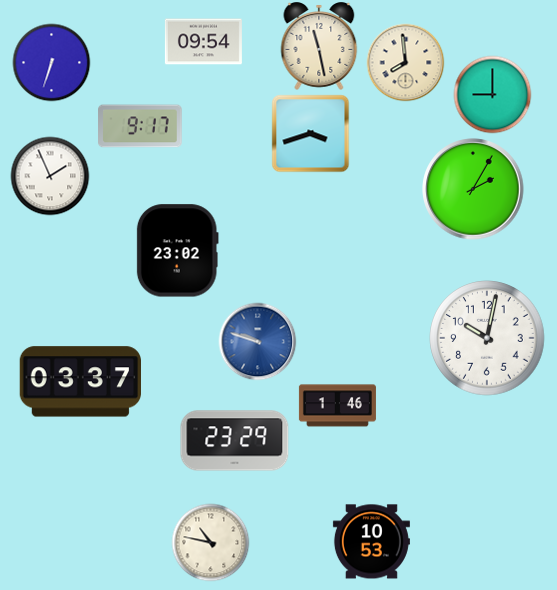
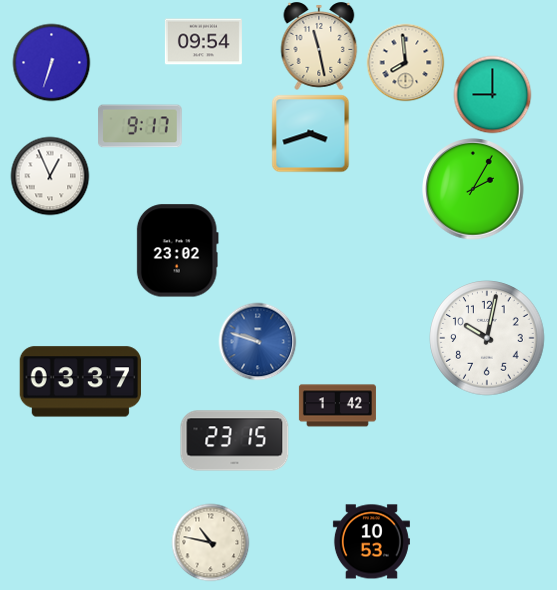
clock at (50, 176): 1:56 -> 12:56
clock at (337, 406): 1:46 -> 1:42
clock at (235, 441): 23:29 -> 23:15
